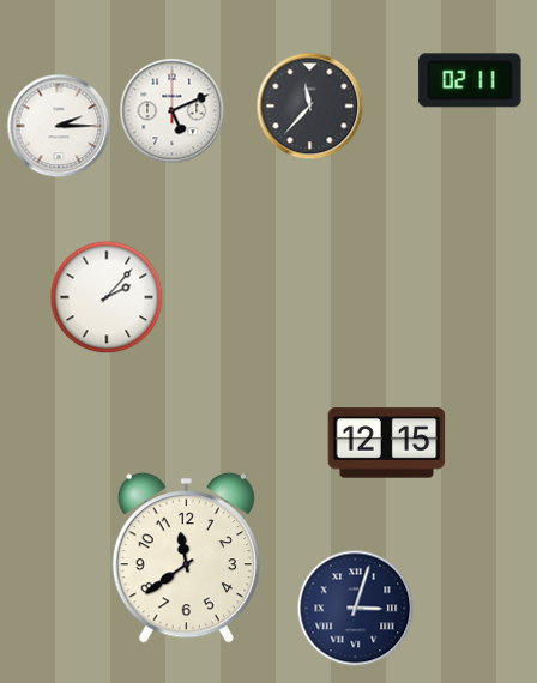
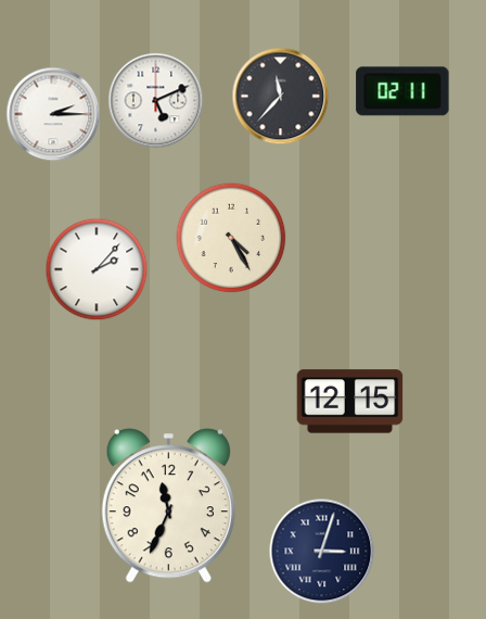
clock at (470, 80) position: (470, 80) -> (402, 91)
clock at (231, 238): none -> 4:25
clock at (186, 558): 11:39 -> 11:34
